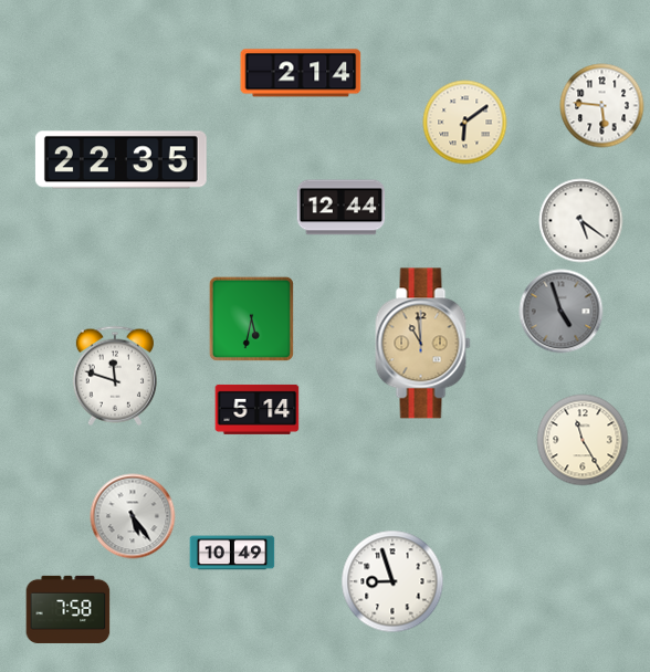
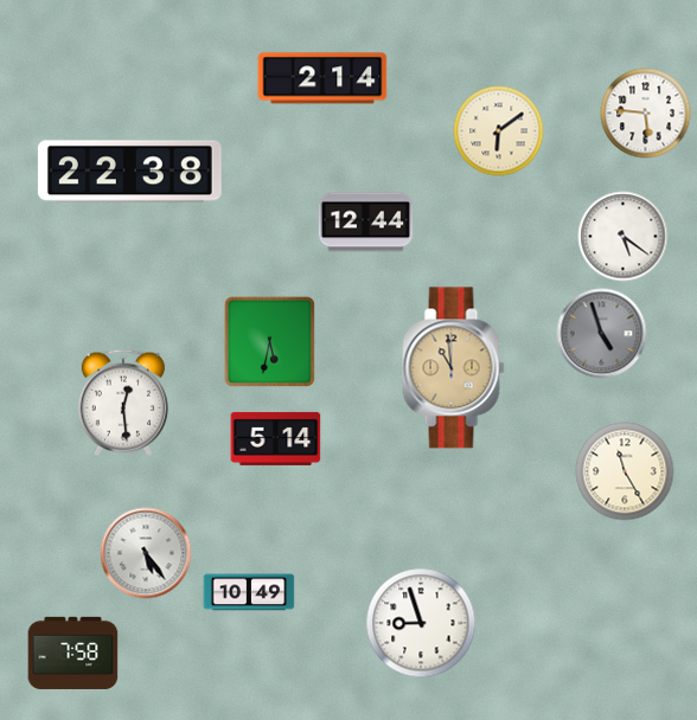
clock at (120, 160): 22:35 -> 22:38
clock at (115, 376): 11:48 -> 12:29
clock at (133, 516) position: (133, 516) -> (146, 553)
